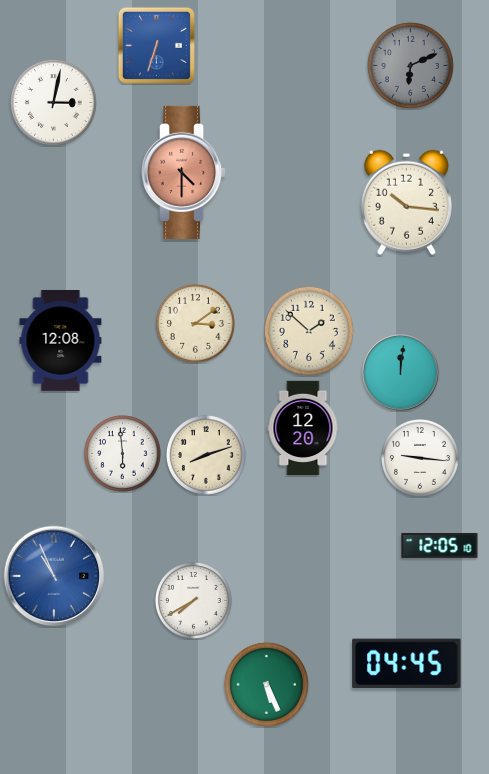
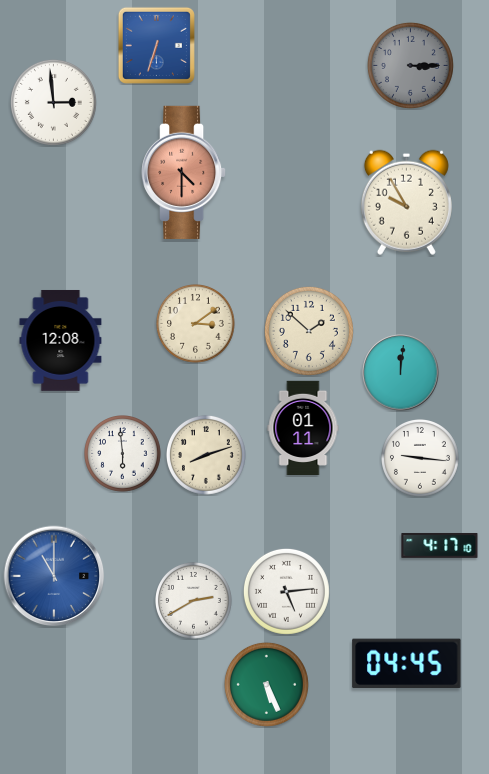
clock at (410, 65): 6:11 -> 3:15
clock at (53, 102): 3:02 -> 2:59
clock at (406, 202): 10:16 -> 9:55
clock at (303, 427): 12:20 -> 01:11
clock at (440, 546): 12:05 -> 4:17
clock at (54, 576): 10:56 -> 11:00
clock at (286, 591): none -> 5:14
clock at (194, 601): 7:40 -> 2:40
